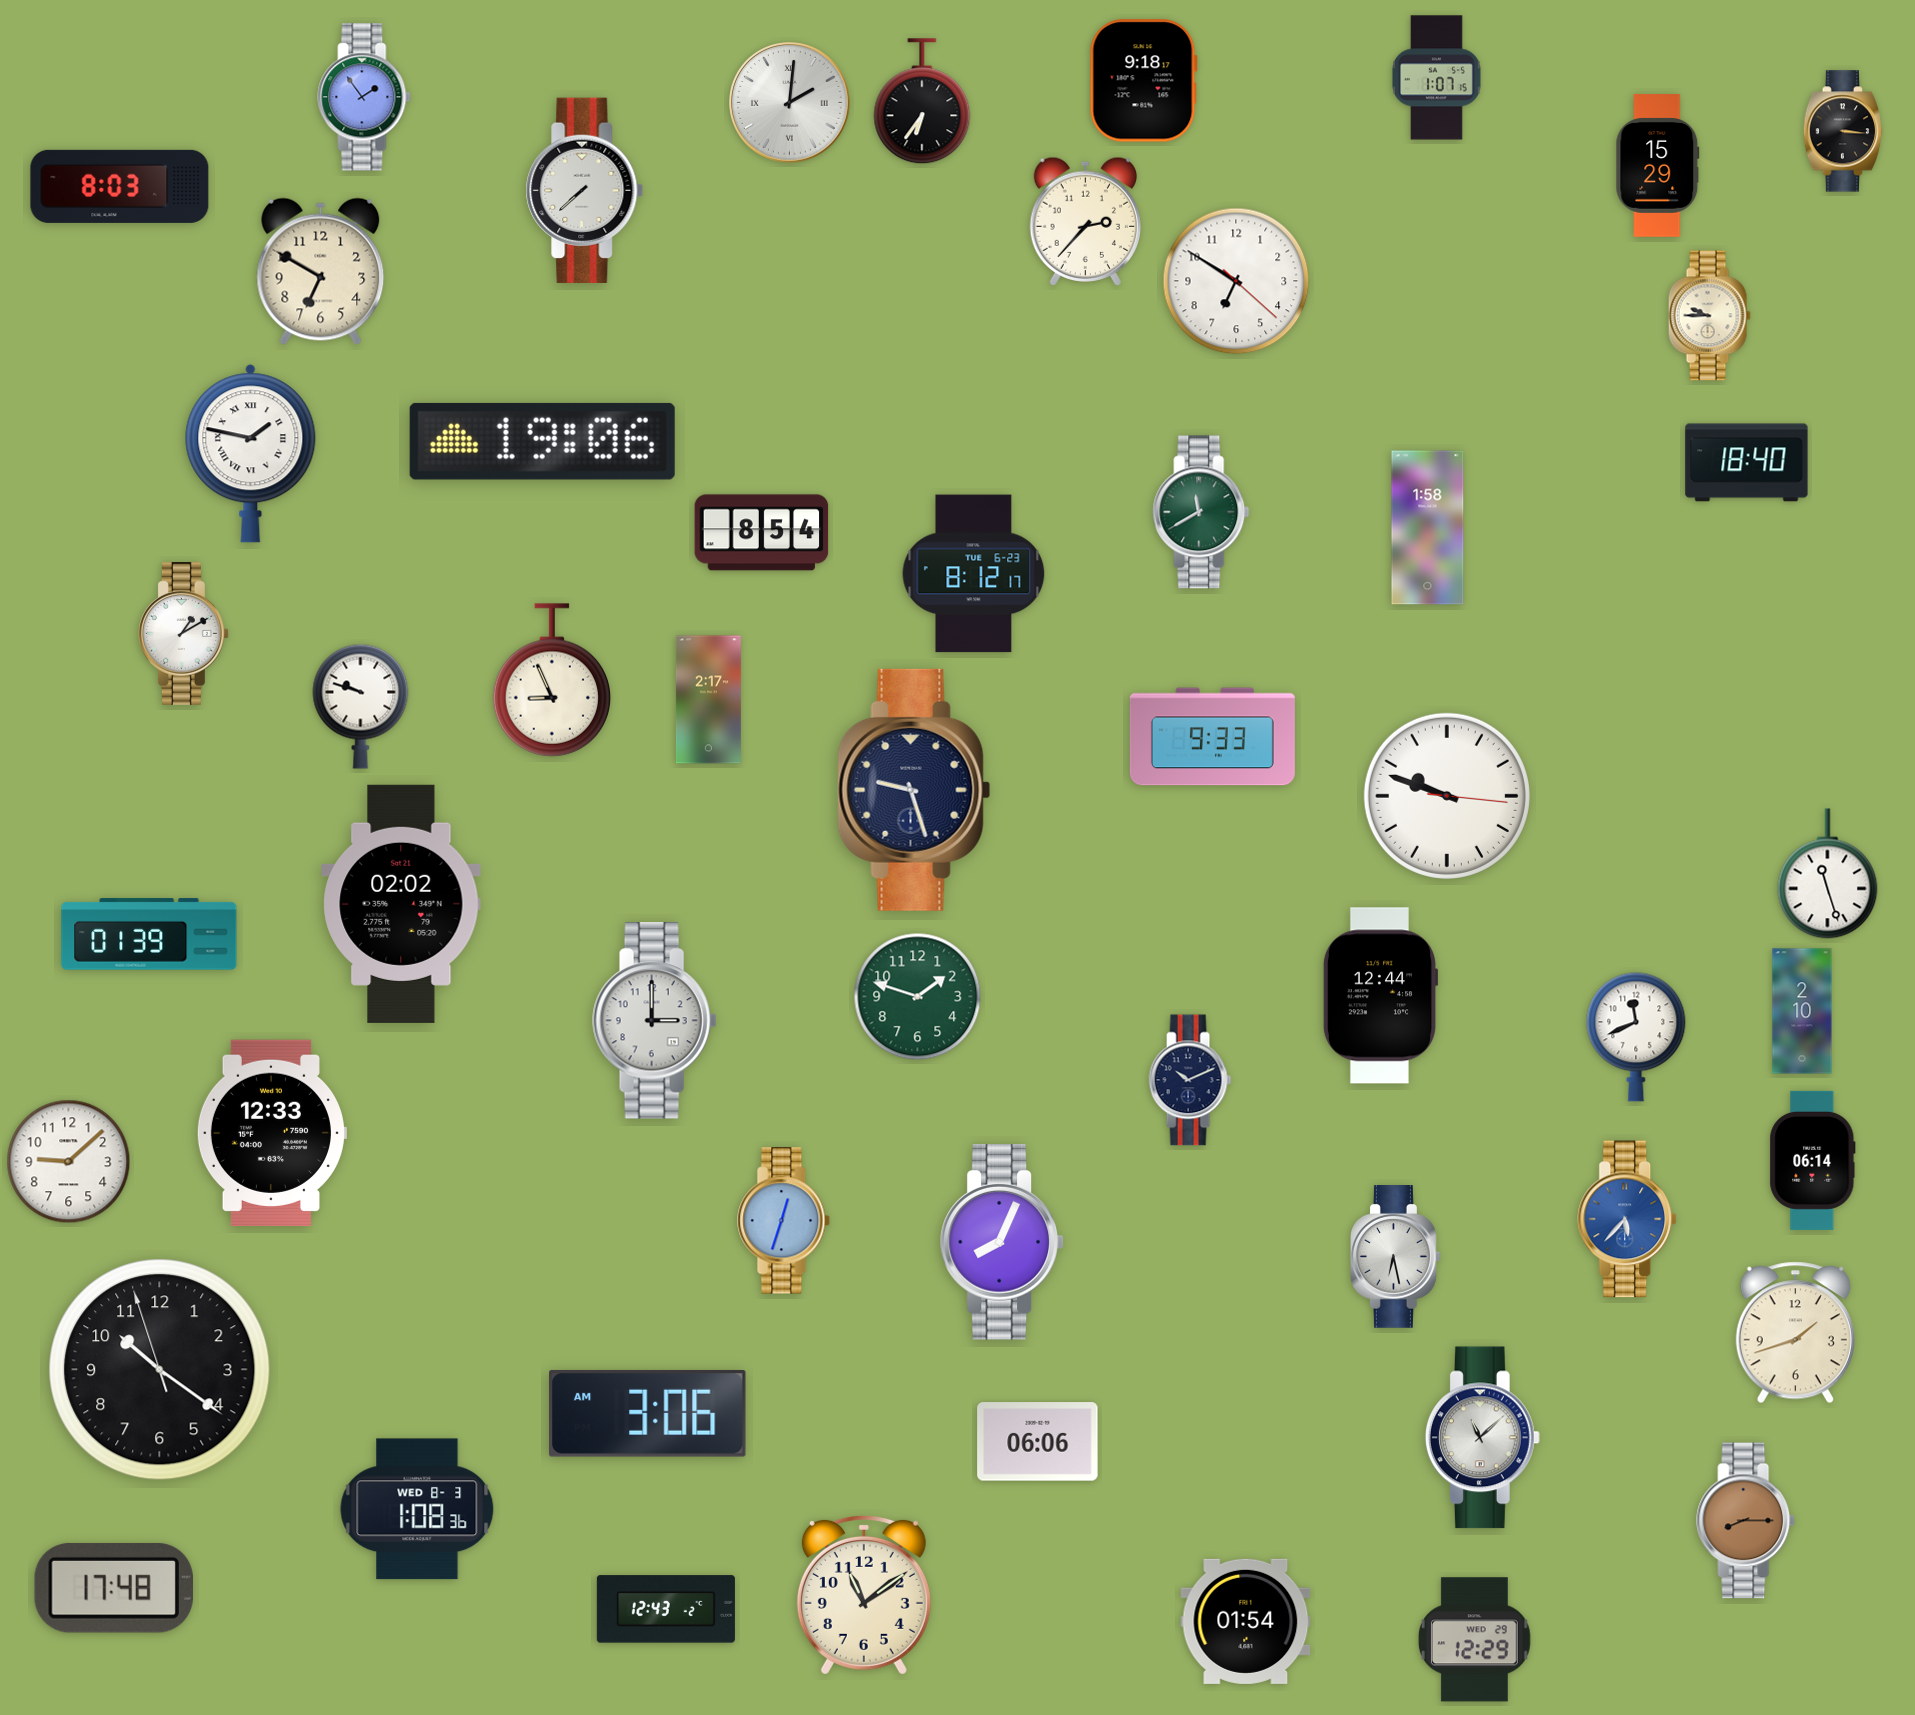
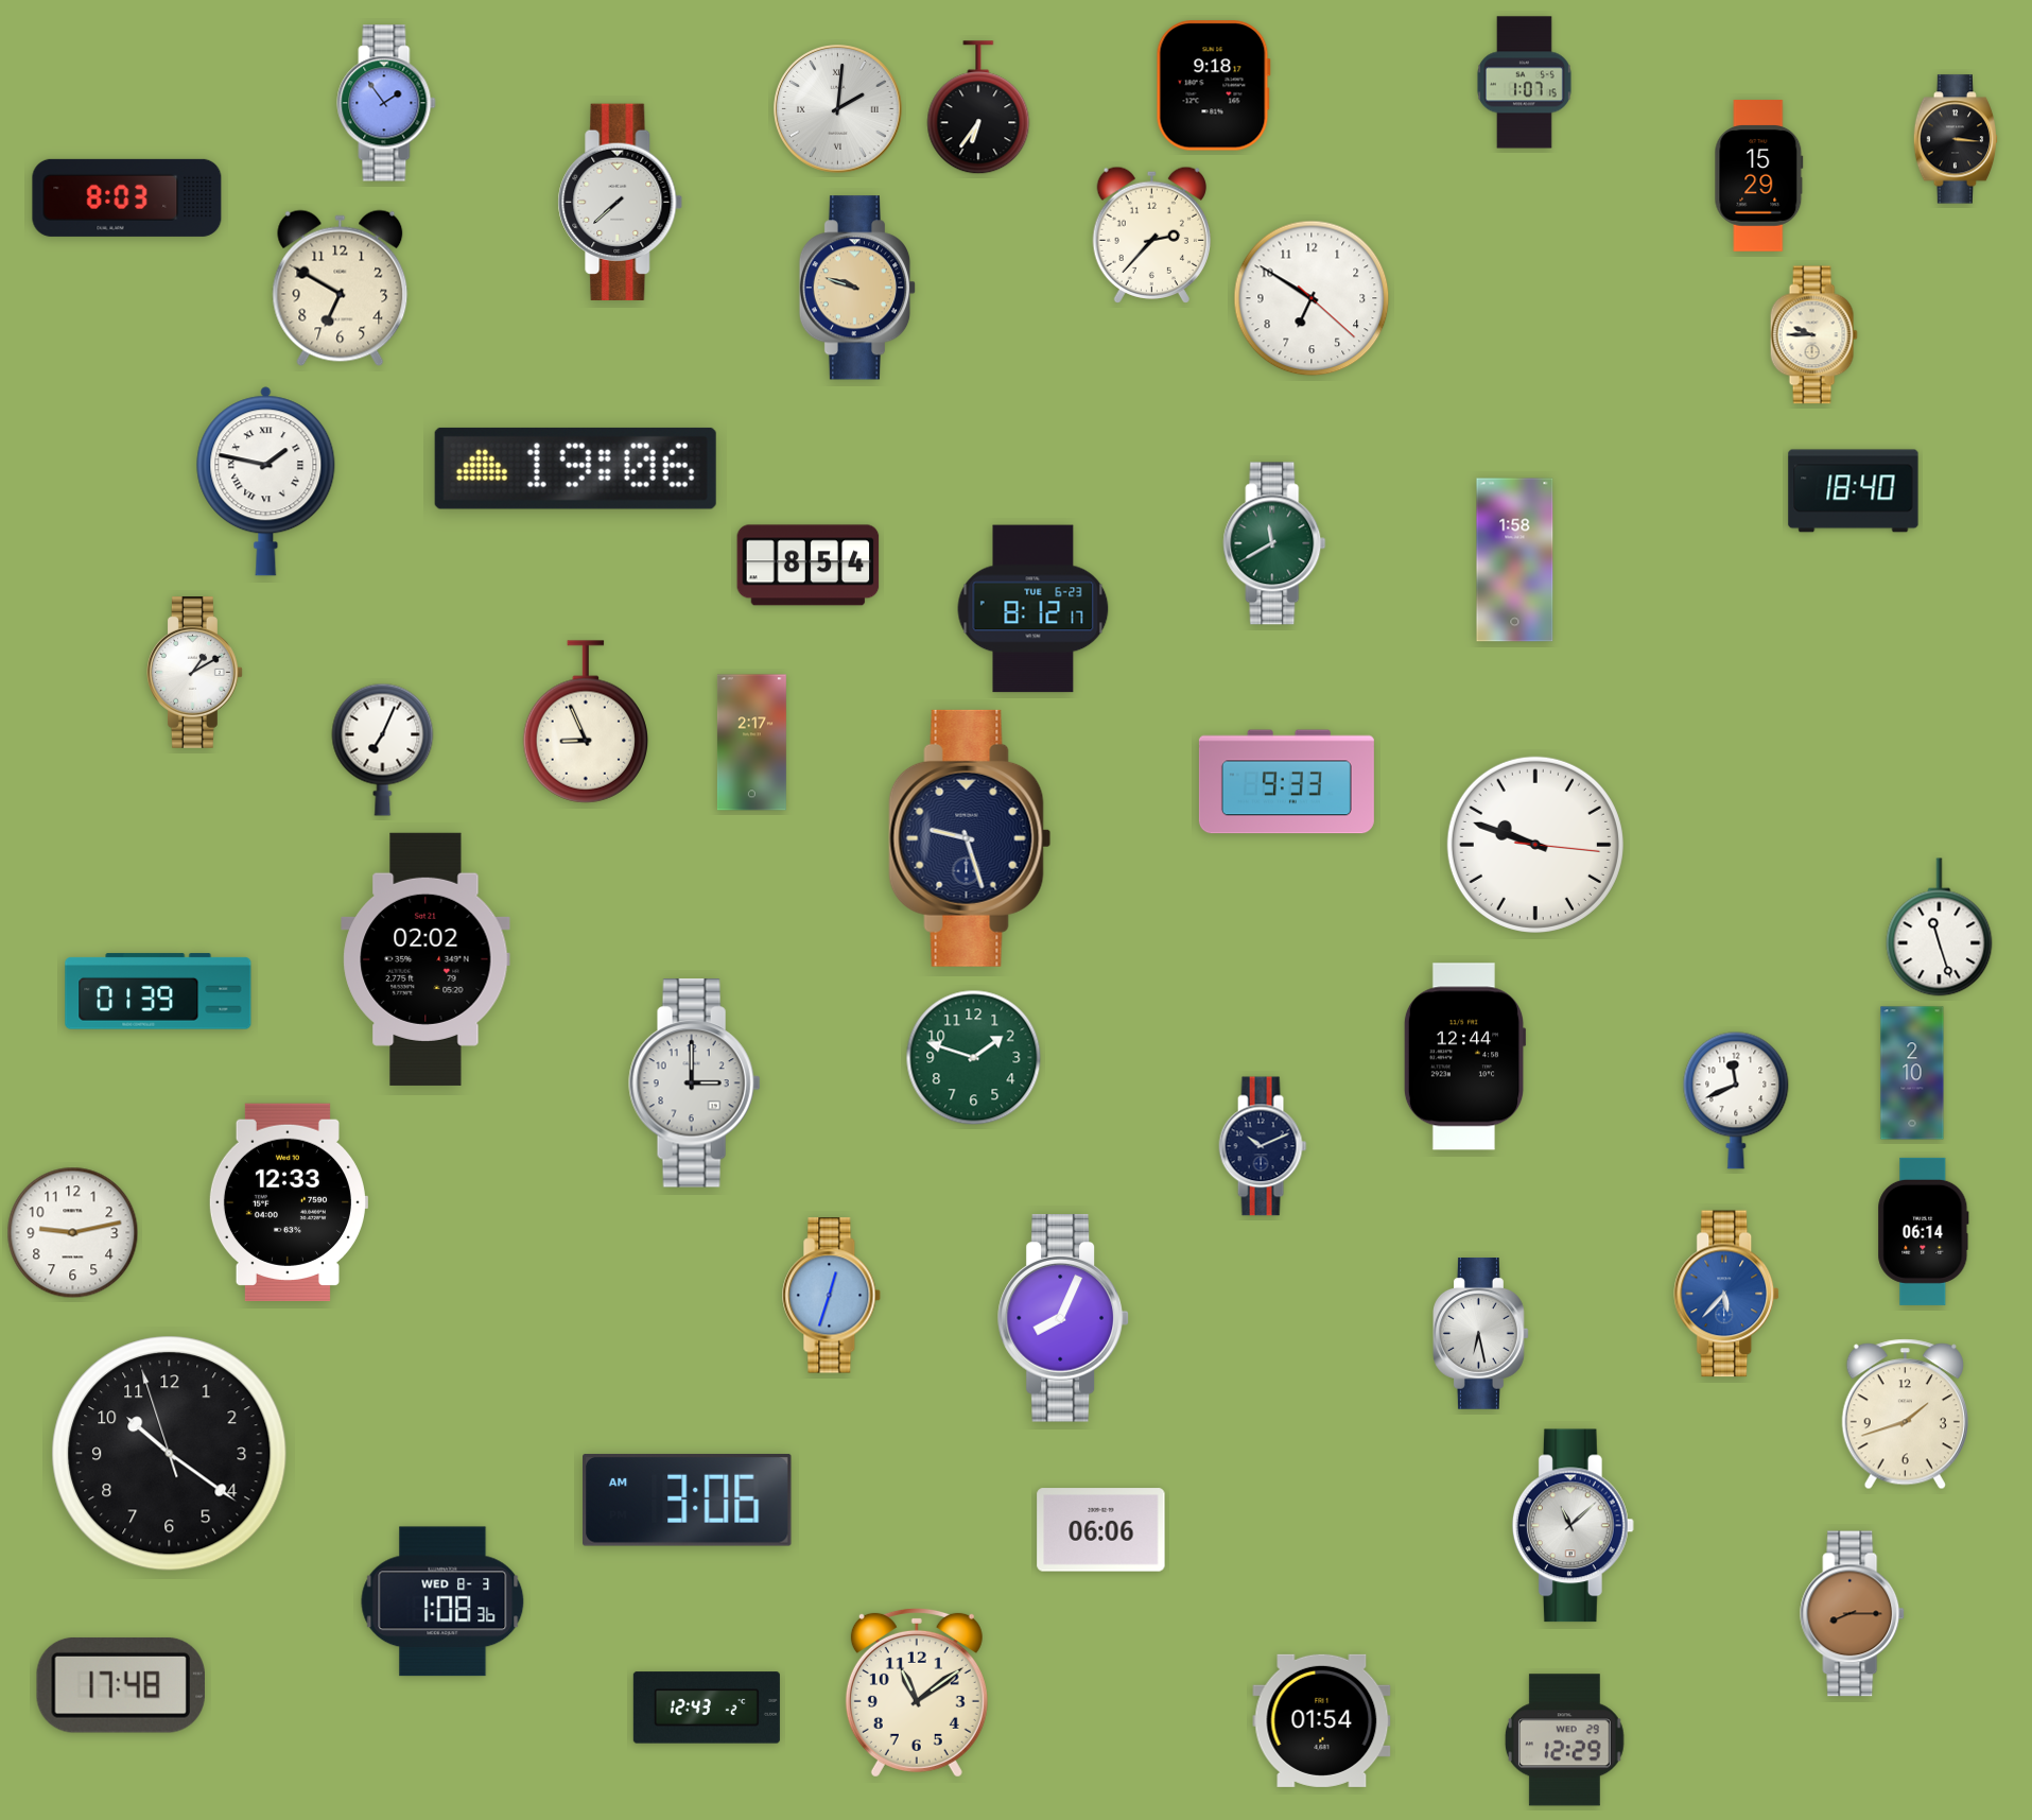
clock at (857, 288): none -> 9:48
clock at (361, 706): 9:48 -> 7:04
clock at (69, 1162): 9:08 -> 9:13
